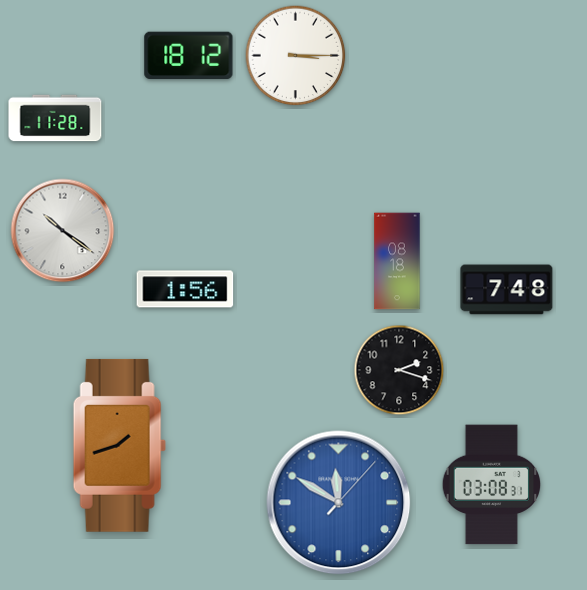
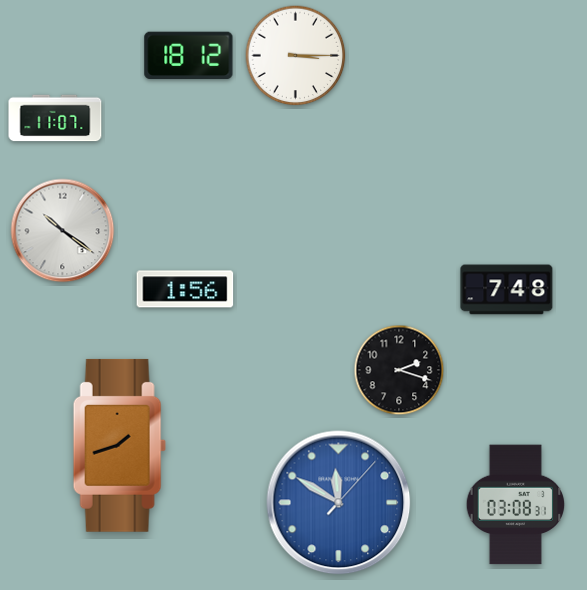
clock at (55, 118): 11:28 -> 11:07
clock at (397, 261): 08:18 -> none
clock at (492, 485) position: (492, 485) -> (516, 505)
